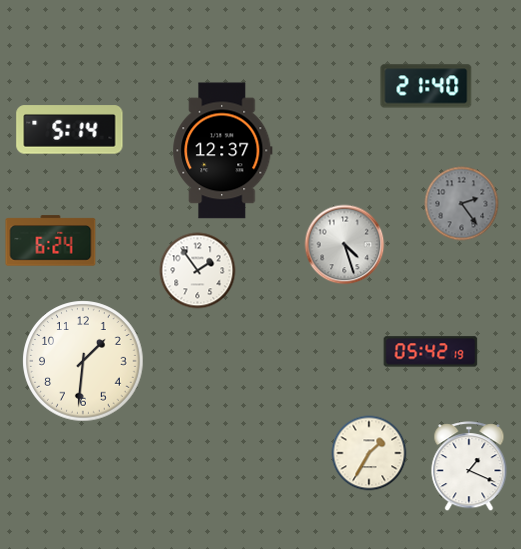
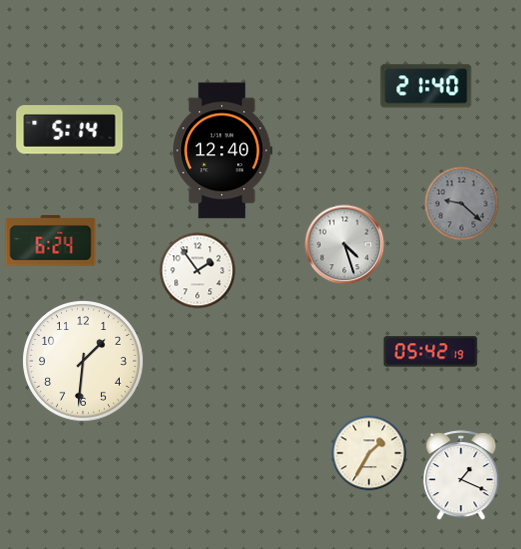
clock at (223, 151): 12:37 -> 12:40
clock at (462, 204): 2:24 -> 9:22
clock at (469, 467) position: (469, 467) -> (461, 476)
